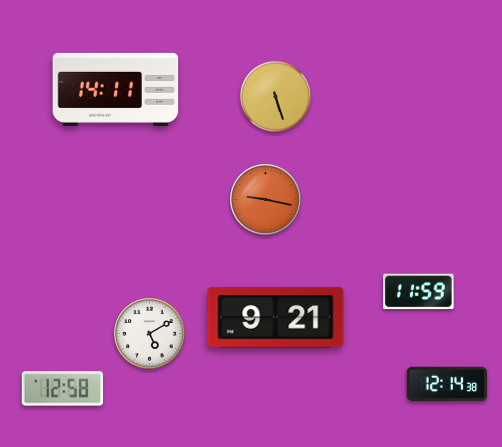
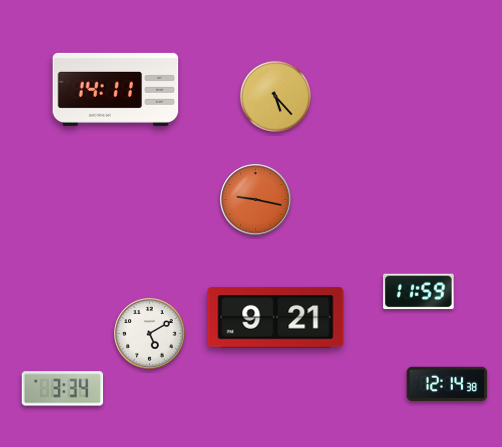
clock at (275, 96): 5:27 -> 5:23
clock at (266, 200) position: (266, 200) -> (256, 200)
clock at (63, 389): 12:58 -> 3:34
